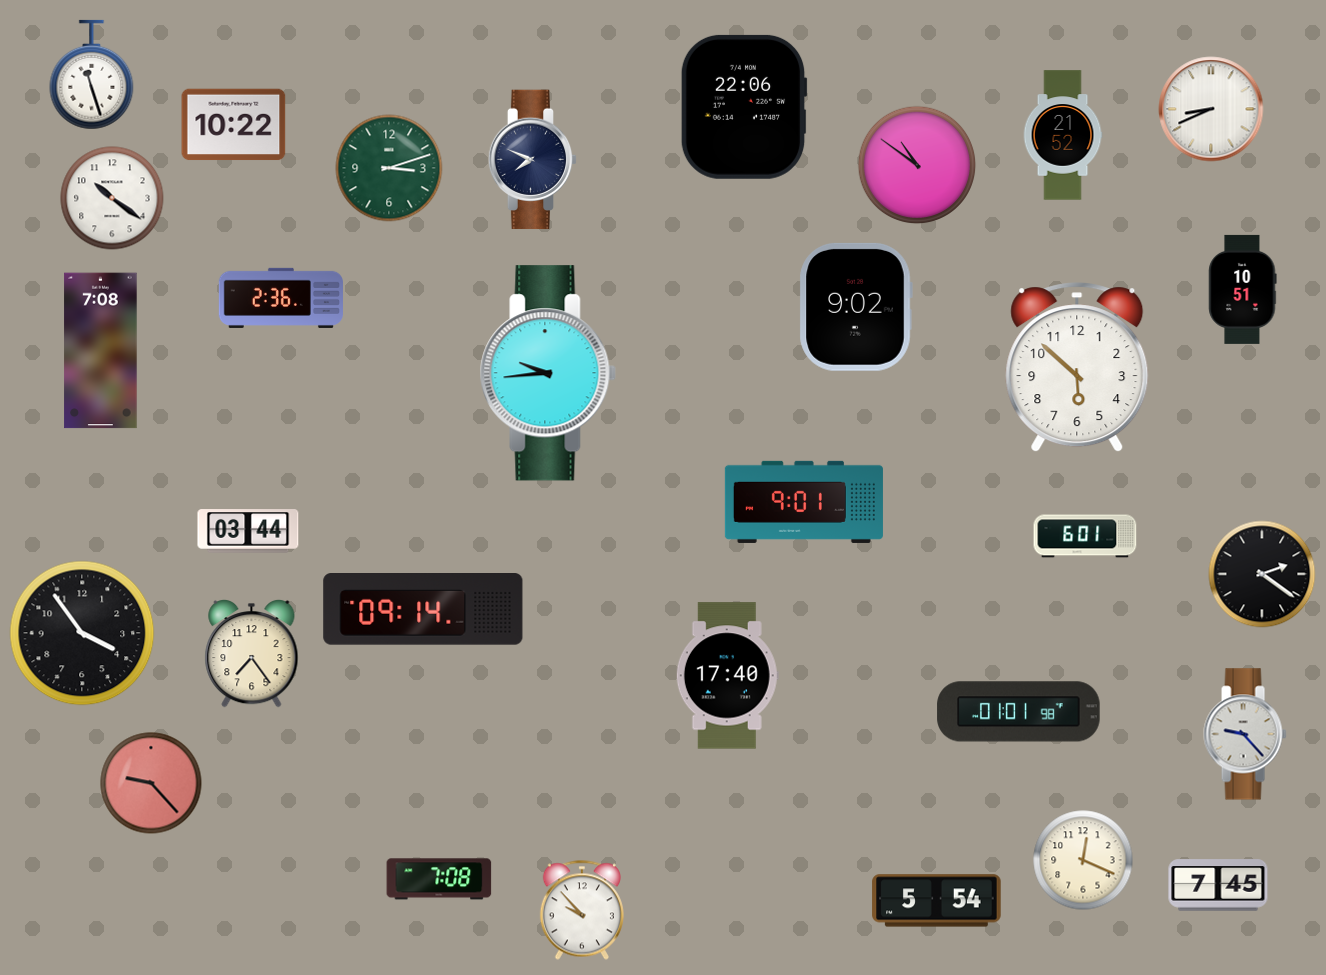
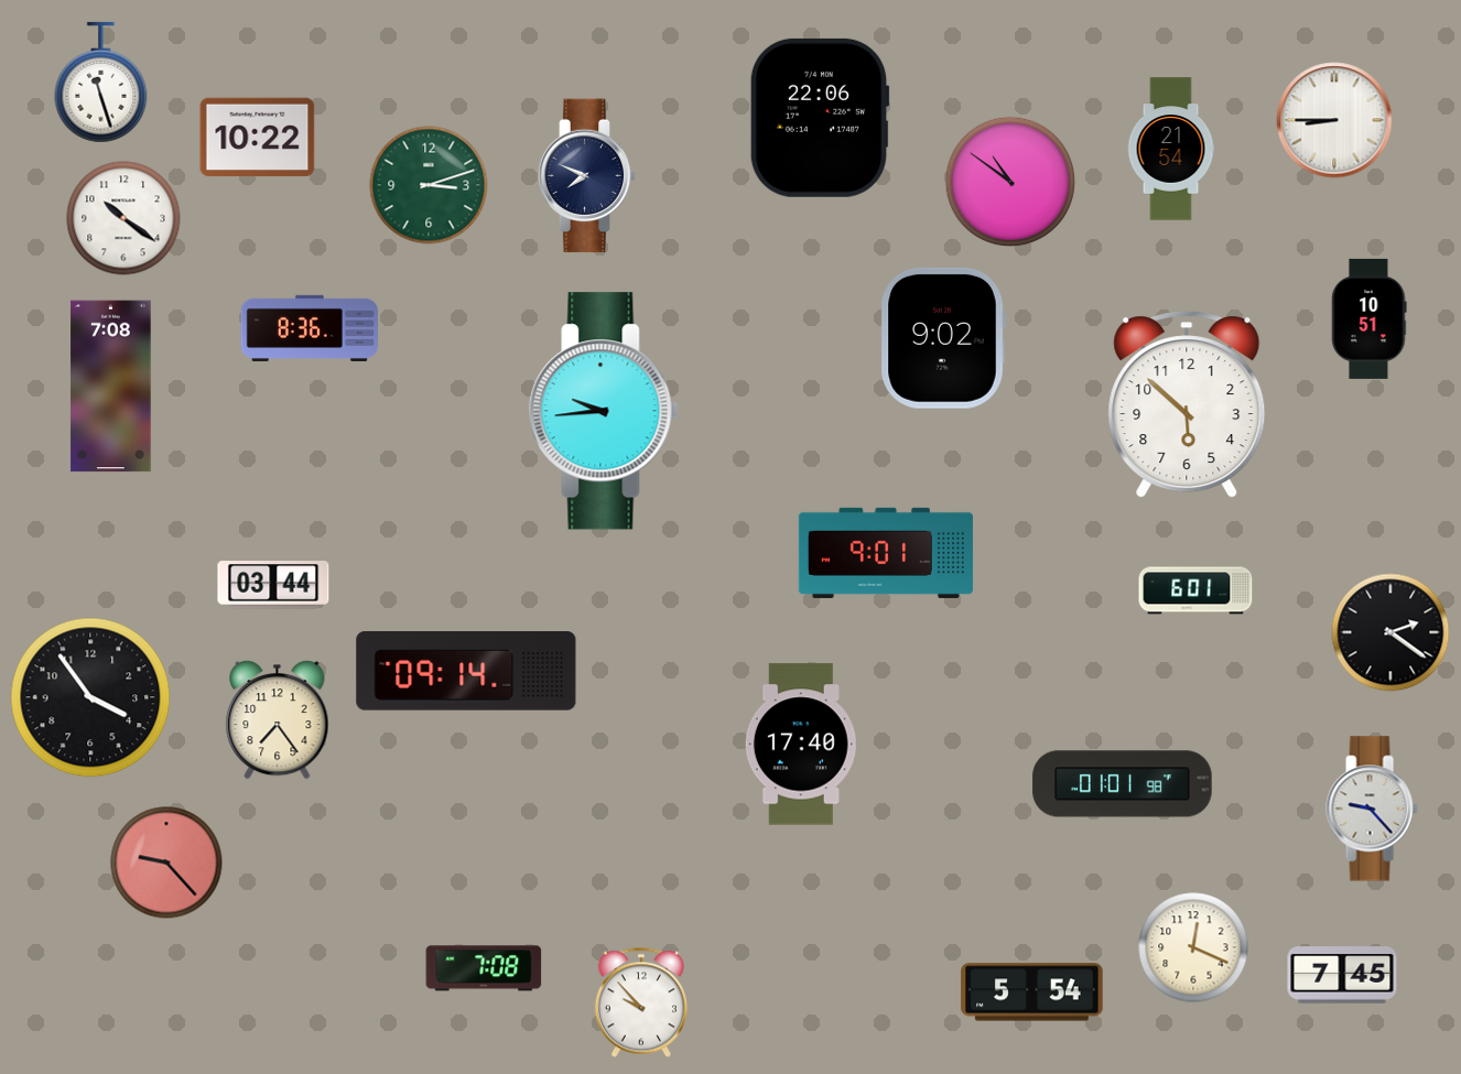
clock at (1211, 109): 8:41 -> 8:45
clock at (1063, 135): 21:52 -> 21:54
clock at (281, 298): 2:36 -> 8:36
